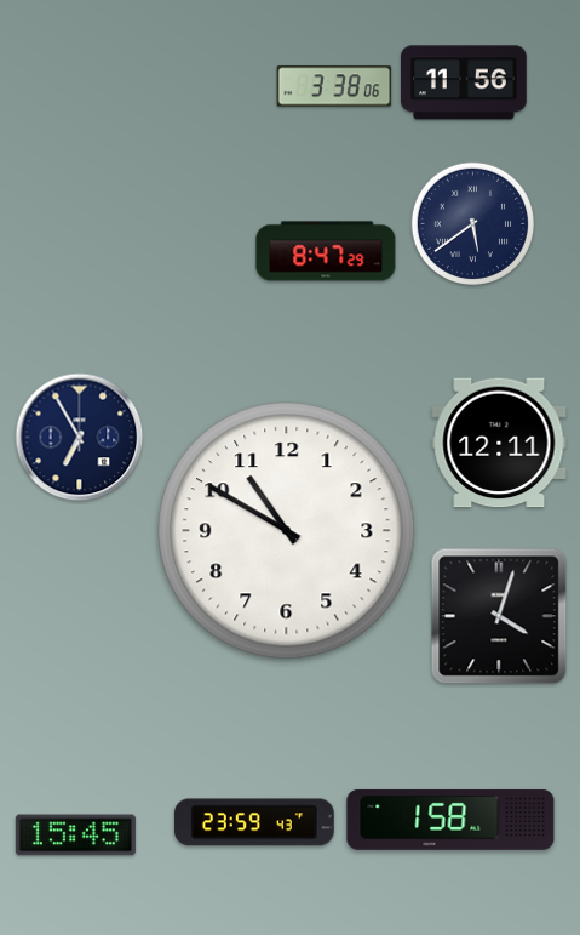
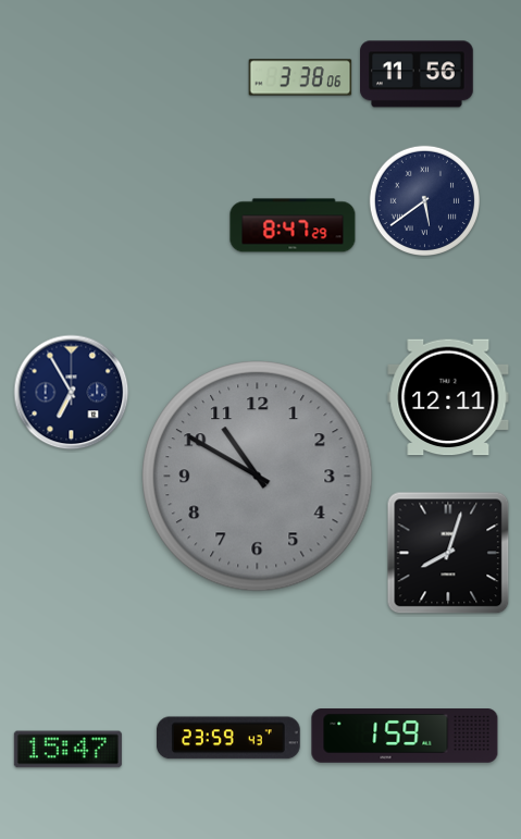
clock at (287, 531) dial: white -> grey
clock at (499, 616): 4:03 -> 8:03
clock at (450, 820): 1:58 -> 1:59
clock at (75, 836): 15:45 -> 15:47
